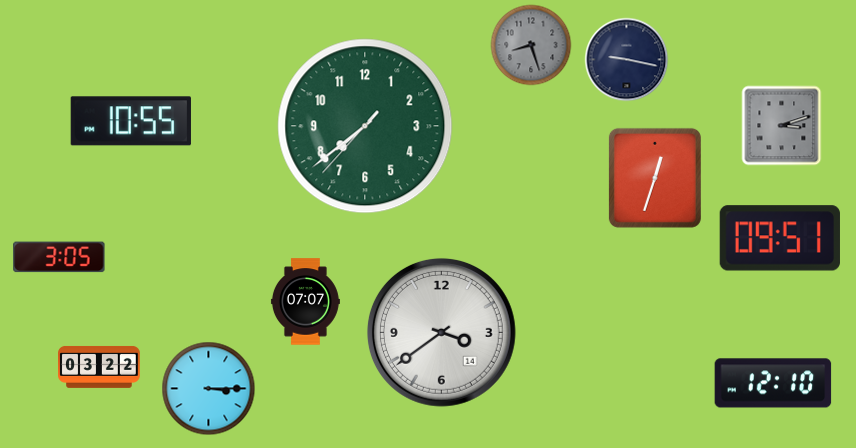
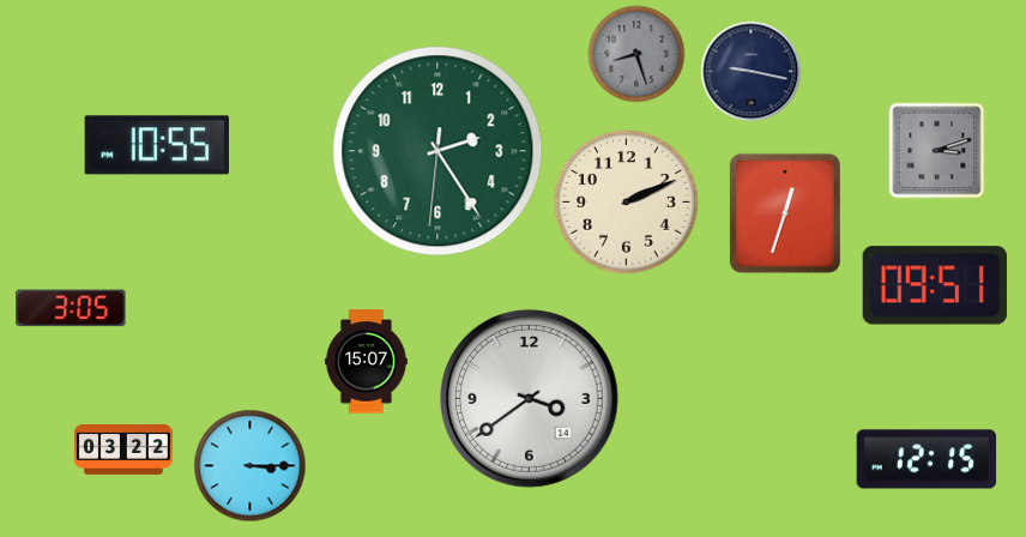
clock at (365, 126): 7:38 -> 2:24
clock at (627, 203): none -> 2:11
clock at (305, 302): 07:07 -> 15:07
clock at (99, 367) position: (99, 367) -> (123, 449)
clock at (773, 383): 12:10 -> 12:15
